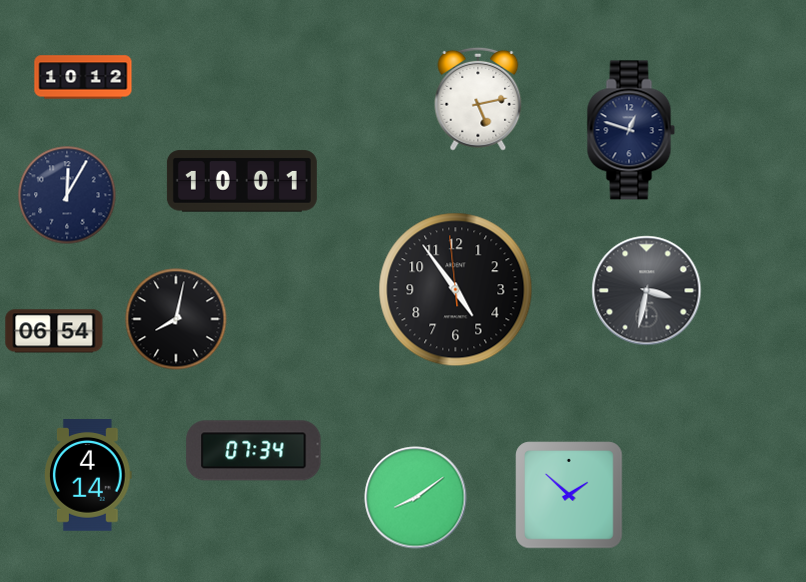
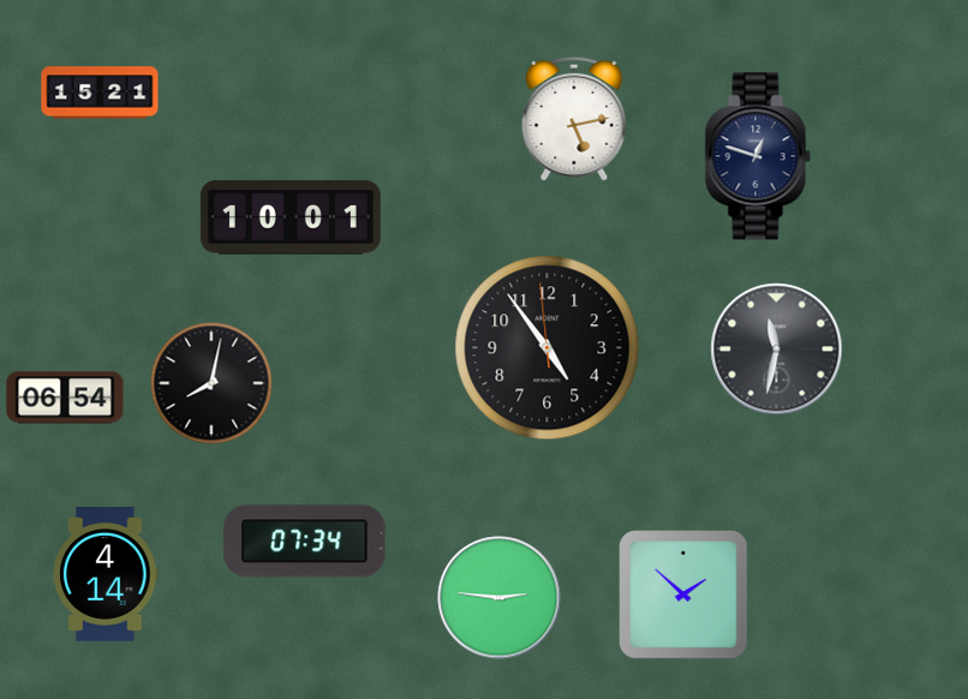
clock at (83, 77): 10:12 -> 15:21
clock at (67, 195): 12:05 -> none
clock at (647, 291): 3:32 -> 11:32
clock at (88, 475) position: (88, 475) -> (106, 574)
clock at (416, 498): 8:09 -> 2:46
